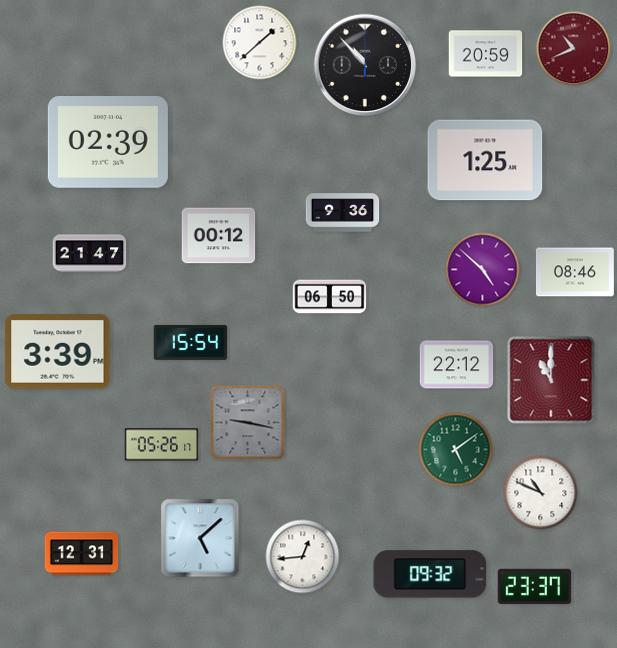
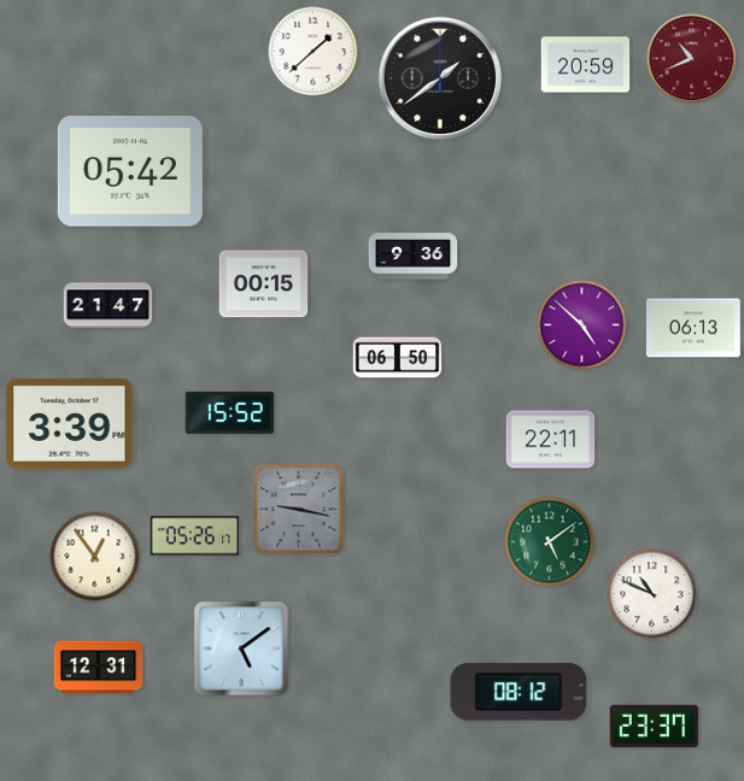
clock at (365, 65): 10:53 -> 1:39
clock at (108, 143): 02:39 -> 05:42
clock at (485, 160): 1:25 -> none
clock at (219, 236): 00:12 -> 00:15
clock at (575, 272): 08:46 -> 06:13
clock at (191, 342): 15:54 -> 15:52
clock at (457, 365): 22:12 -> 22:11
clock at (551, 380): 11:00 -> none
clock at (95, 557): none -> 12:54
clock at (200, 538): 5:08 -> 5:09
clock at (303, 557): 12:44 -> none
clock at (430, 574): 09:32 -> 08:12
clock at (535, 586) position: (535, 586) -> (655, 726)
